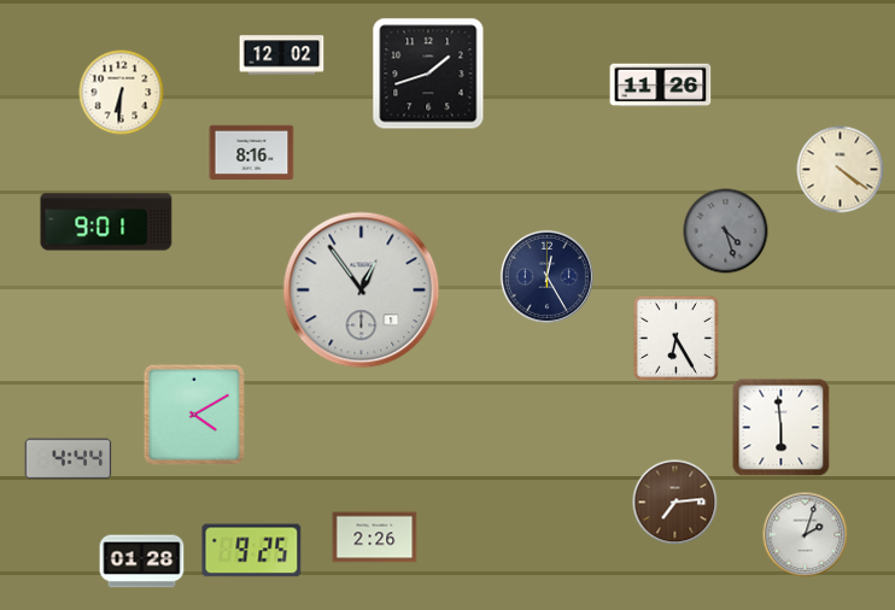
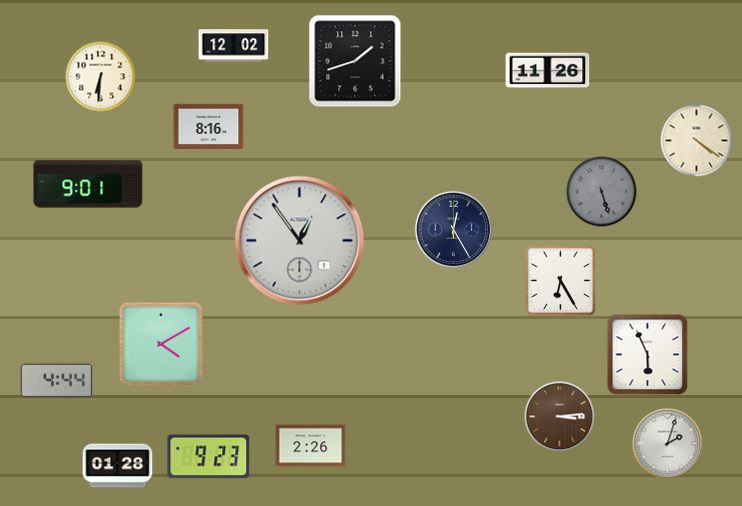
clock at (726, 231): 4:27 -> 5:27
clock at (782, 428): 5:59 -> 5:56
clock at (675, 503): 7:14 -> 3:14
clock at (252, 551): 9:25 -> 9:23
